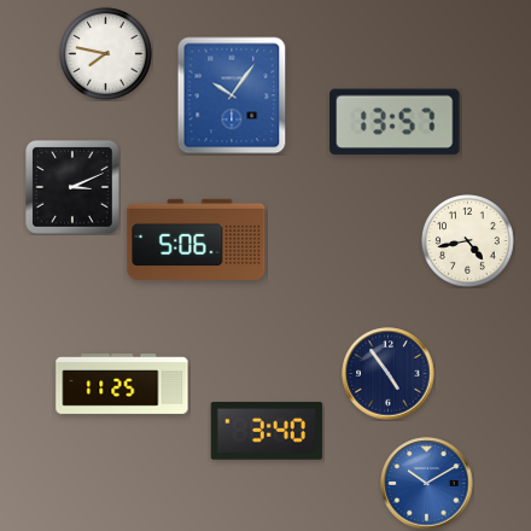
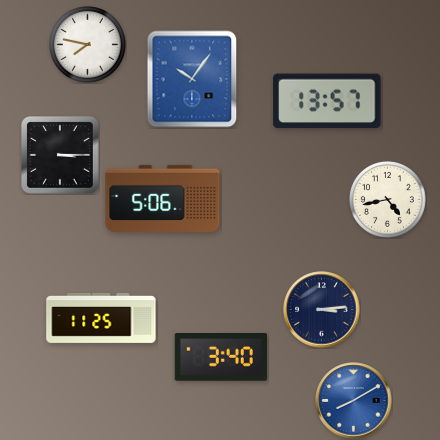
clock at (72, 187): 3:11 -> 3:15
clock at (389, 374): 4:54 -> 3:14
clock at (427, 484): 10:10 -> 8:10
